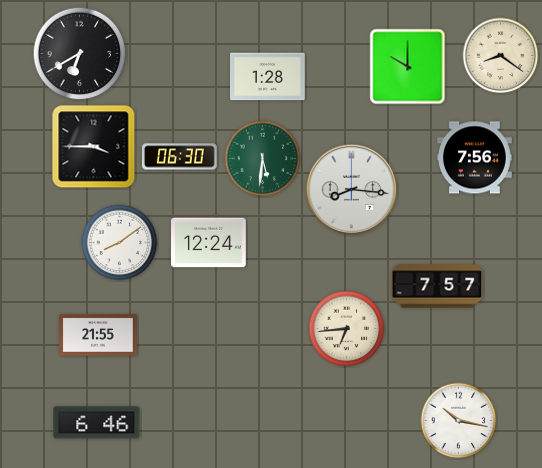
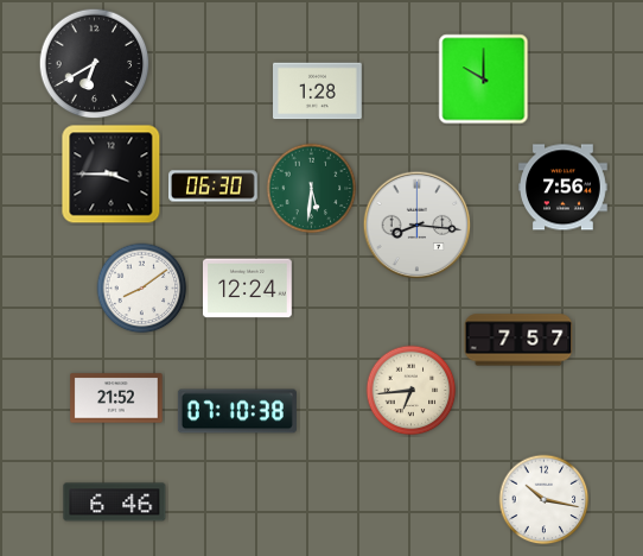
clock at (501, 56): 8:21 -> none
clock at (98, 335): 21:55 -> 21:52
clock at (237, 411): none -> 07:10
